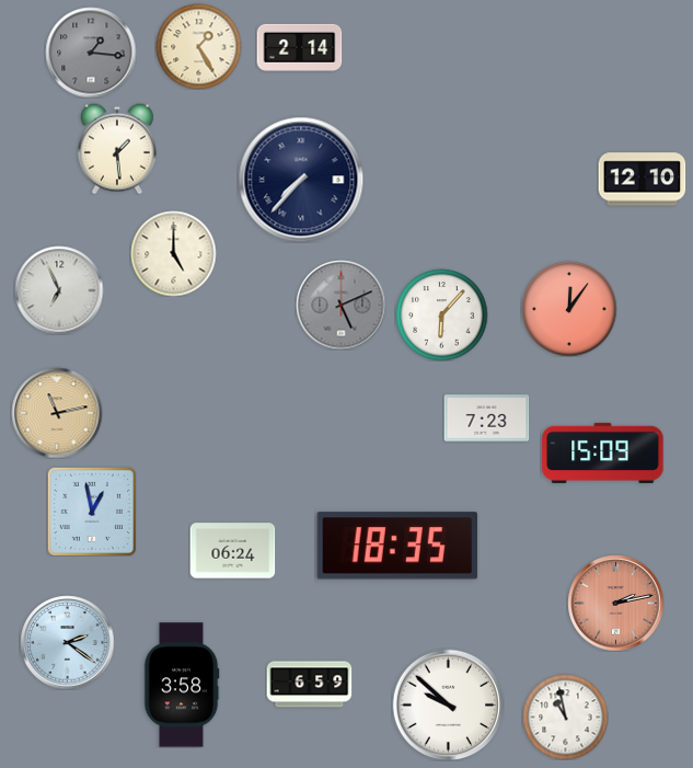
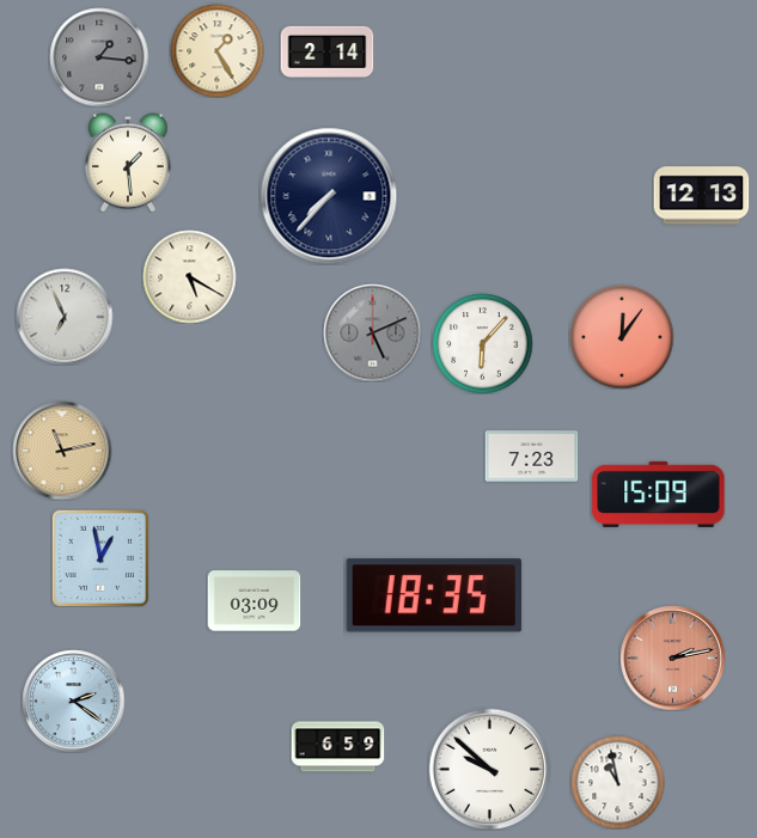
clock at (642, 180): 12:10 -> 12:13
clock at (173, 253): 5:00 -> 5:20
clock at (232, 551): 06:24 -> 03:09
clock at (182, 685): 3:58 -> none
